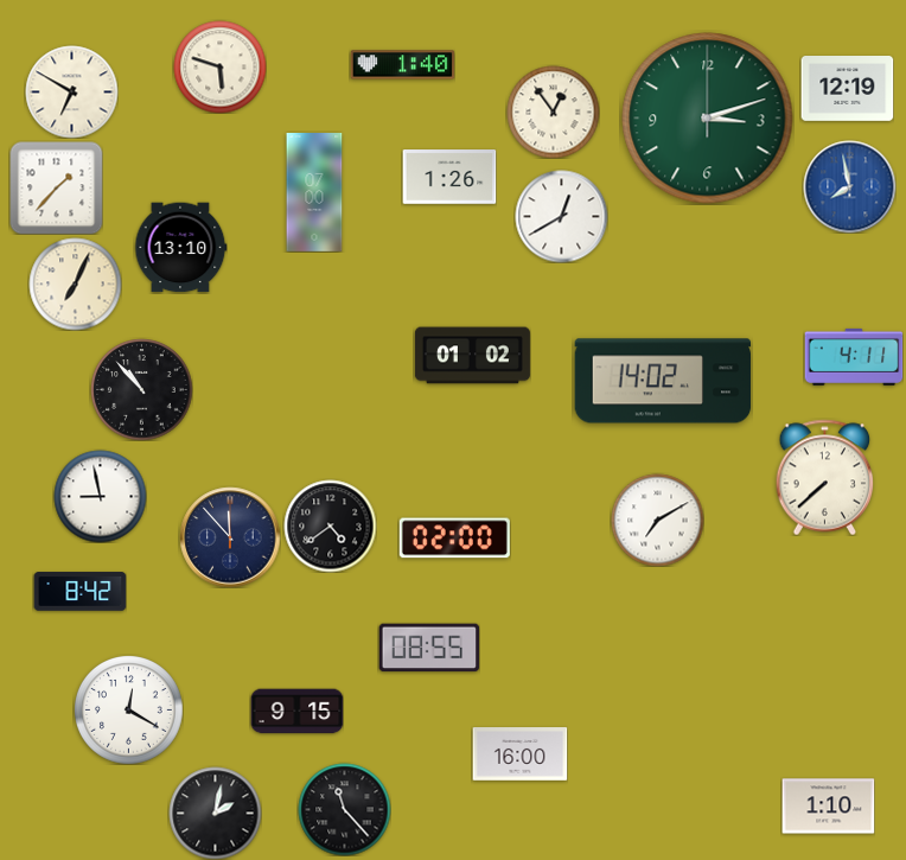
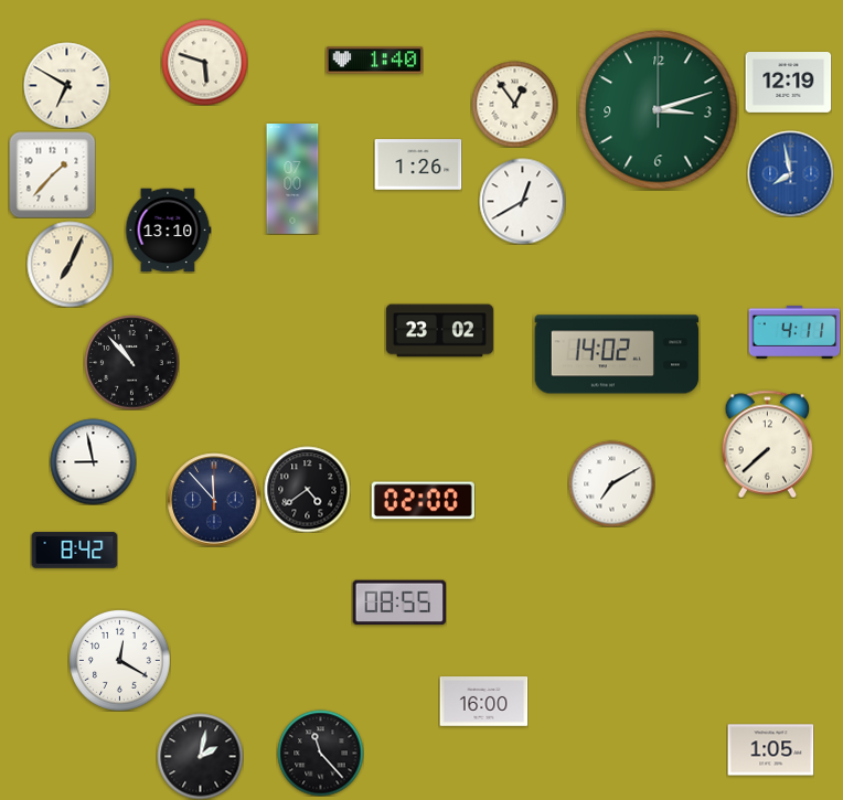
clock at (472, 356): 01:02 -> 23:02
clock at (296, 712): 9:15 -> none
clock at (828, 807): 1:10 -> 1:05
